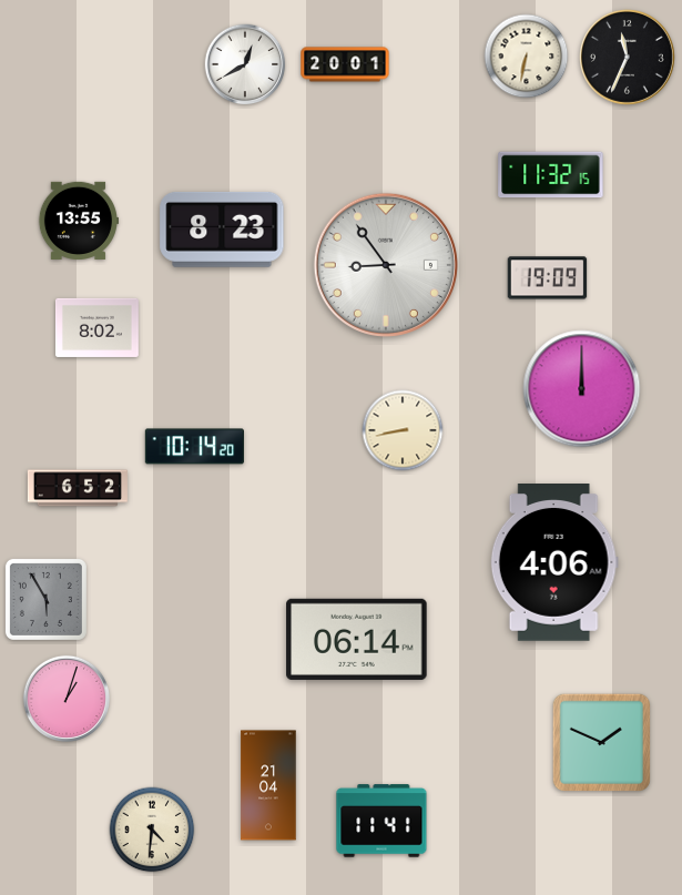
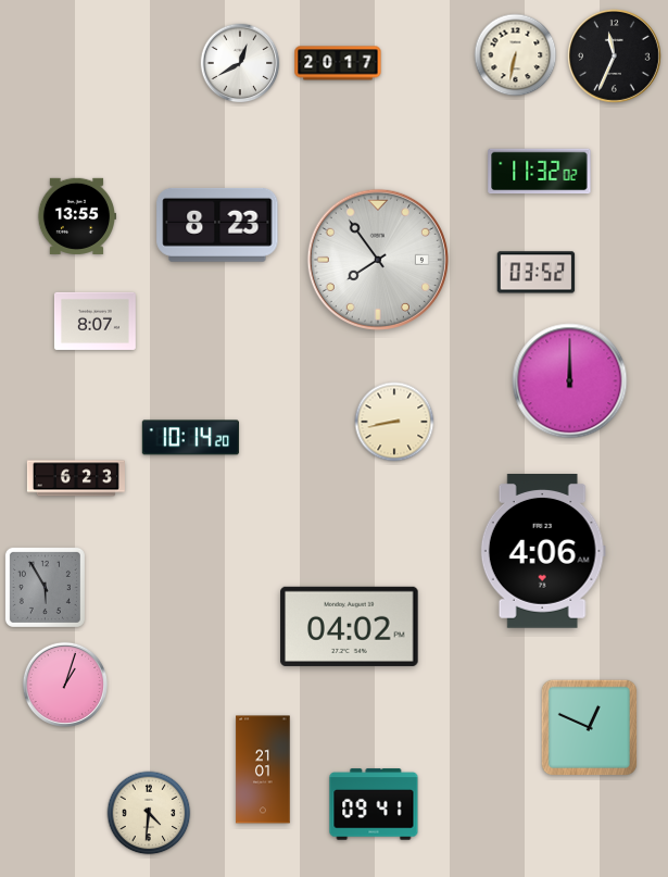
clock at (345, 64): 20:01 -> 20:17
clock at (551, 175): 11:32:15 -> 11:32:02
clock at (386, 265): 8:54 -> 7:54
clock at (548, 278): 19:09 -> 03:52
clock at (96, 327): 8:02 -> 8:07
clock at (78, 488): 6:52 -> 6:23
clock at (357, 639): 06:14 -> 04:02
clock at (601, 742): 1:49 -> 12:49
clock at (268, 785): 21:04 -> 21:01
clock at (381, 821): 11:41 -> 09:41
